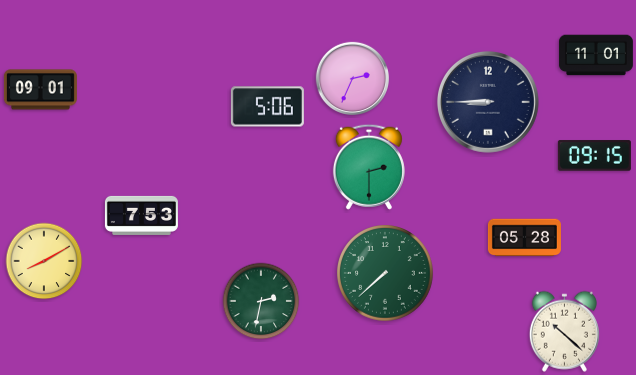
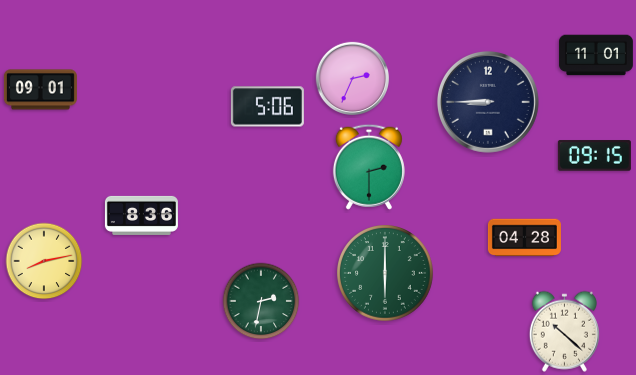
clock at (141, 215): 7:53 -> 8:36
clock at (524, 238): 05:28 -> 04:28
clock at (44, 261): 8:10 -> 8:13
clock at (385, 273): 7:38 -> 6:00
